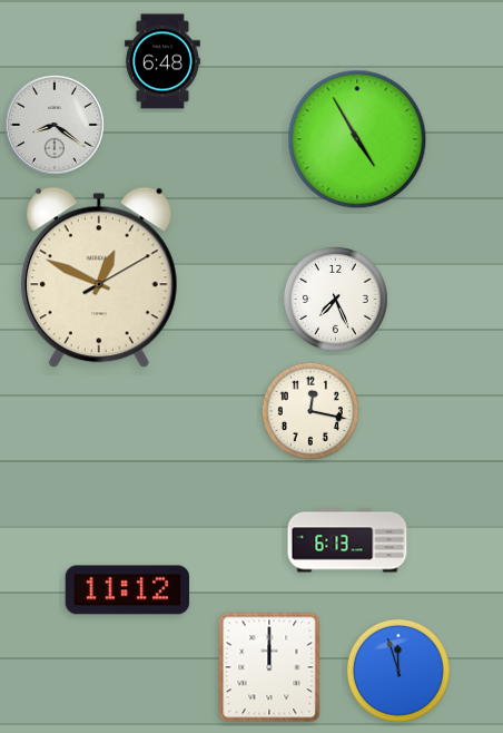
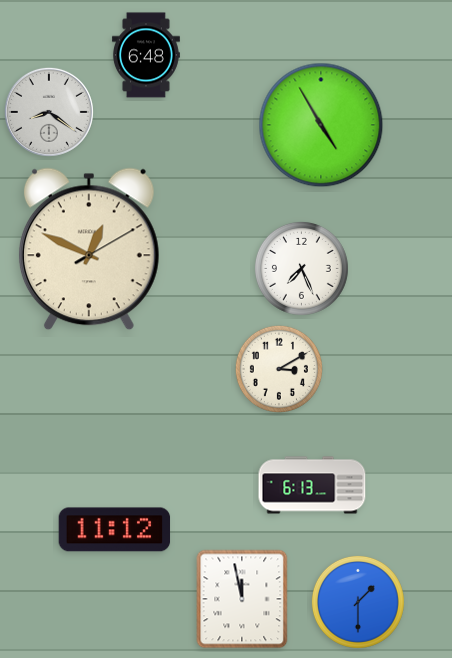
clock at (310, 411): 12:17 -> 3:10
clock at (269, 667): 12:00 -> 11:58
clock at (398, 671): 11:57 -> 1:30
